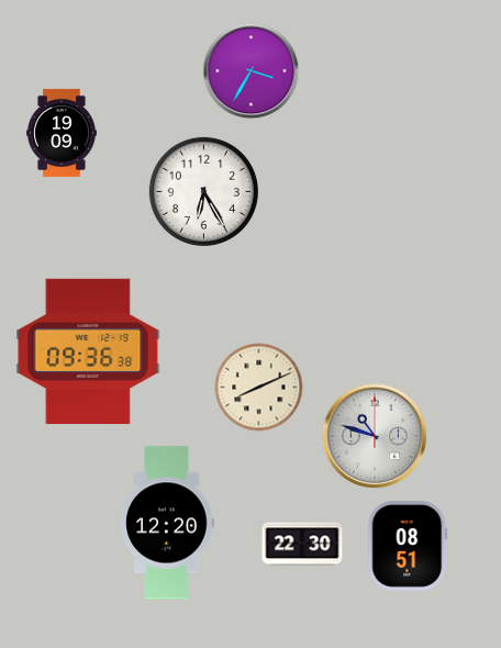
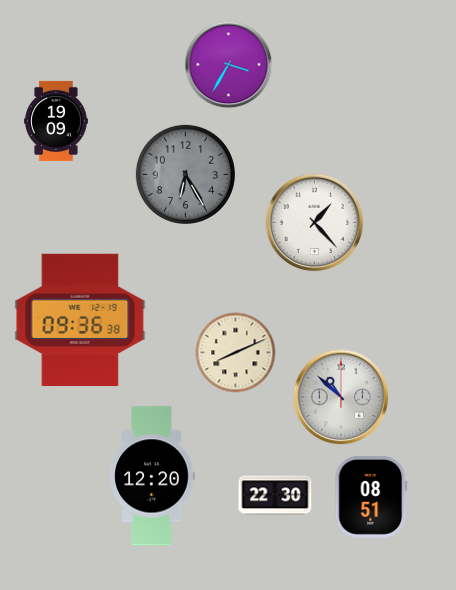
clock at (203, 191) dial: white -> grey
clock at (315, 223): none -> 1:23
clock at (375, 436): 10:48 -> 10:52
